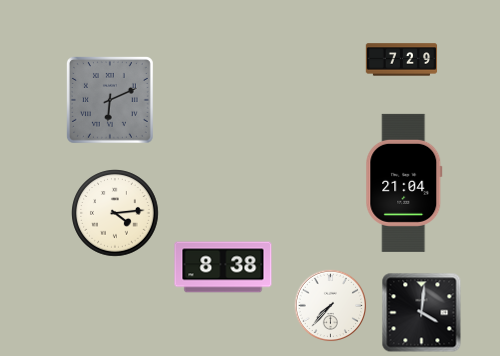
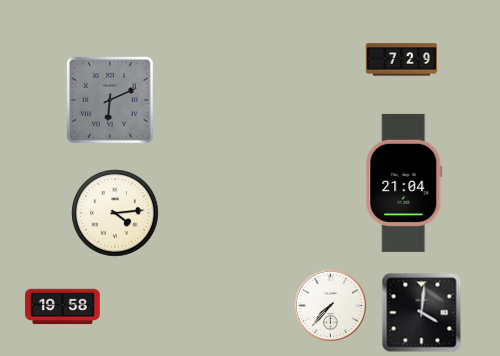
clock at (223, 267): 8:38 -> none
clock at (63, 307): none -> 19:58
